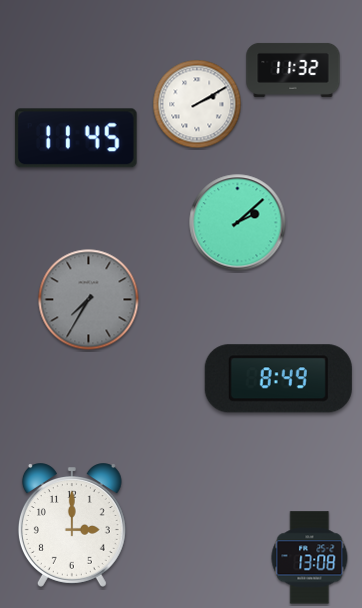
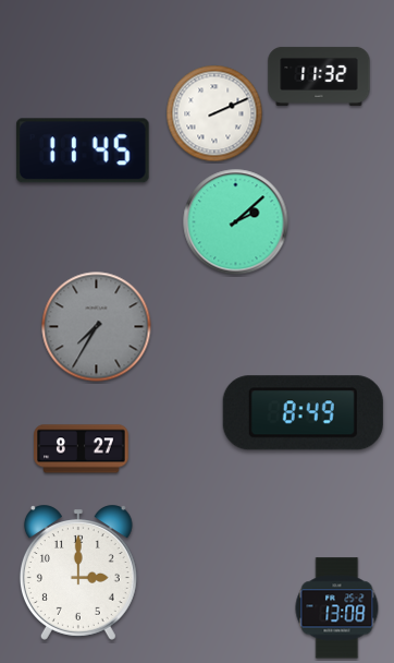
clock at (197, 104): 2:10 -> 2:11
clock at (238, 223) position: (238, 223) -> (236, 222)
clock at (82, 449): none -> 8:27
